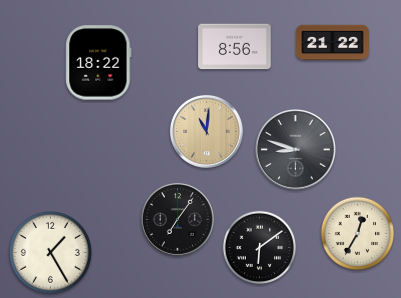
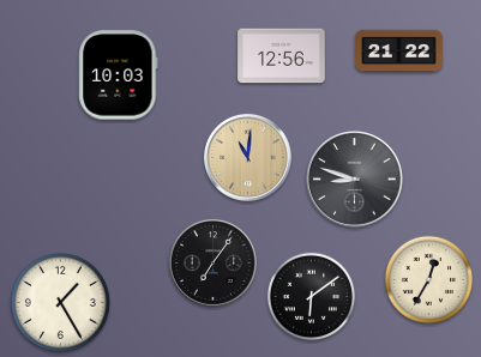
clock at (235, 47): 8:56 -> 12:56
clock at (99, 63): 18:22 -> 10:03
